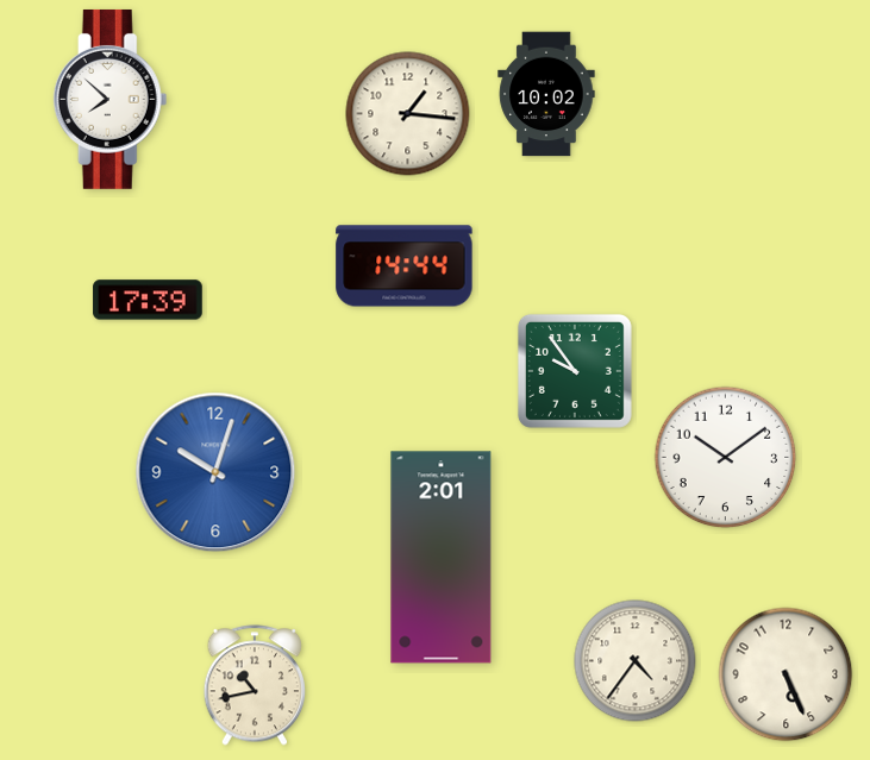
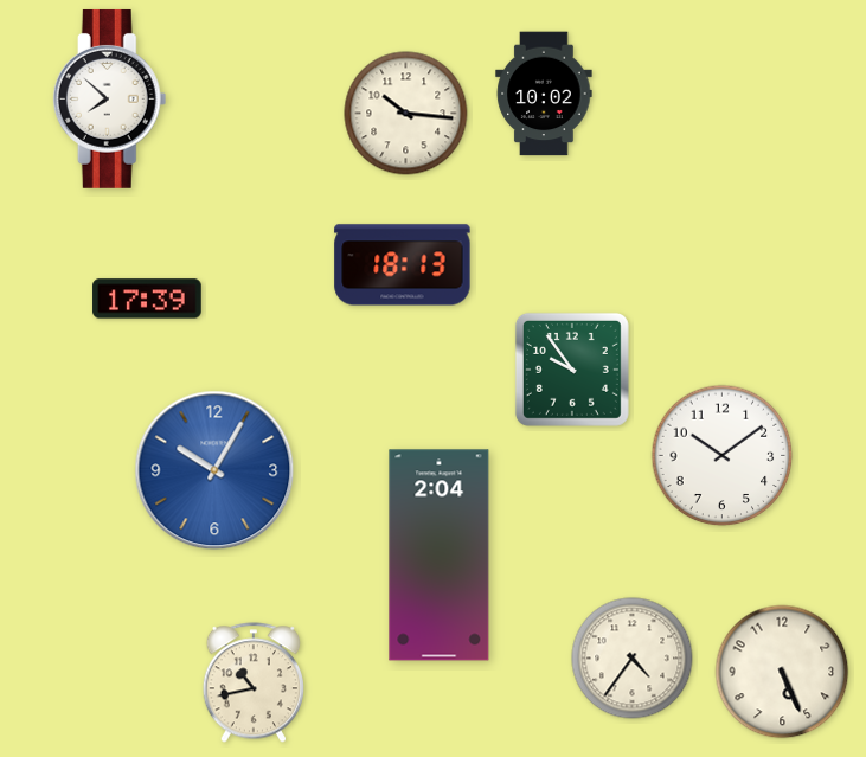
clock at (408, 114): 1:16 -> 10:16
clock at (405, 266): 14:44 -> 18:13
clock at (215, 472): 10:03 -> 10:05
clock at (442, 558): 2:01 -> 2:04
